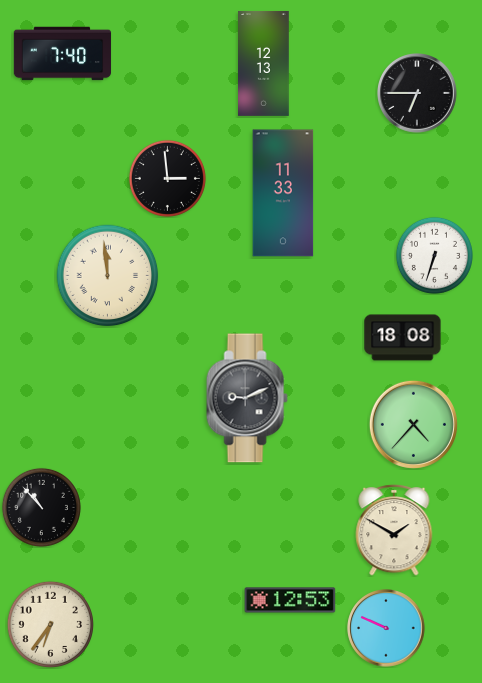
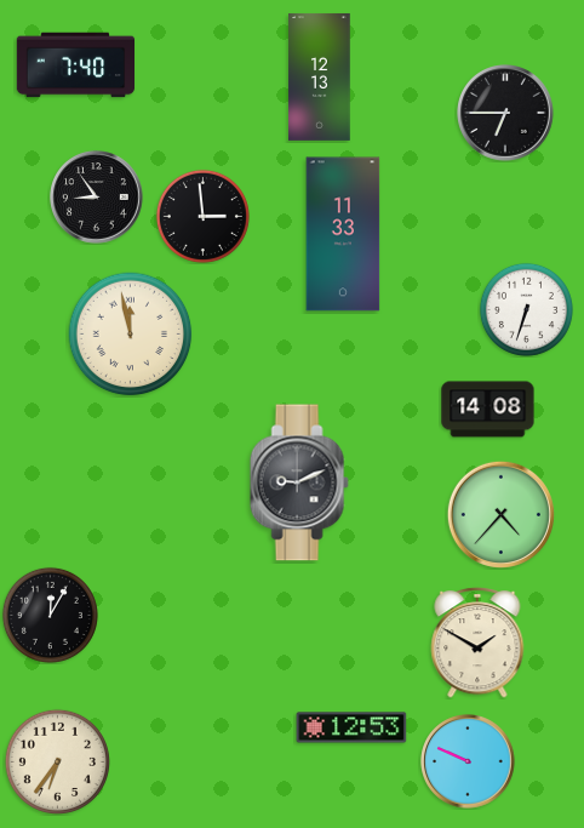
clock at (97, 198): none -> 8:54
clock at (108, 276): 11:59 -> 11:58
clock at (403, 338): 18:08 -> 14:08
clock at (41, 507): 10:53 -> 12:05
clock at (50, 624) position: (50, 624) -> (57, 761)
